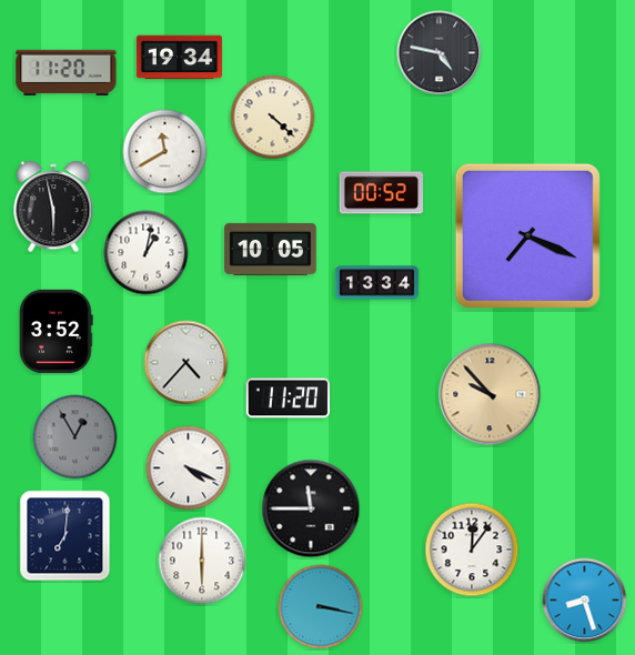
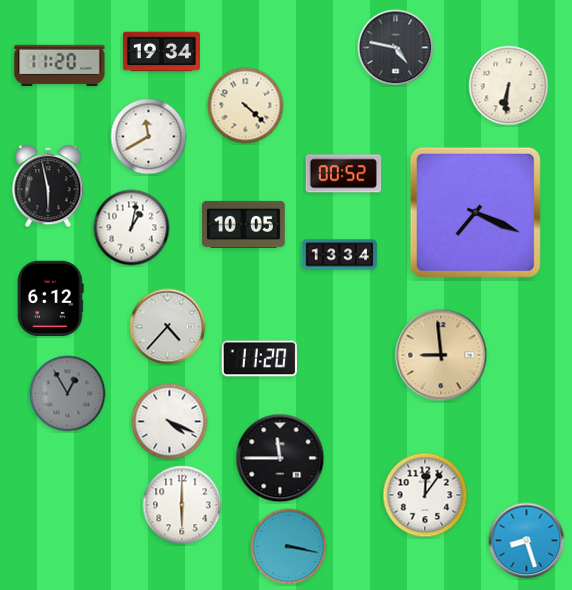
clock at (509, 86): none -> 6:31
clock at (57, 331): 3:52 -> 6:12
clock at (490, 394): 9:53 -> 8:59
clock at (65, 536): 7:01 -> none
